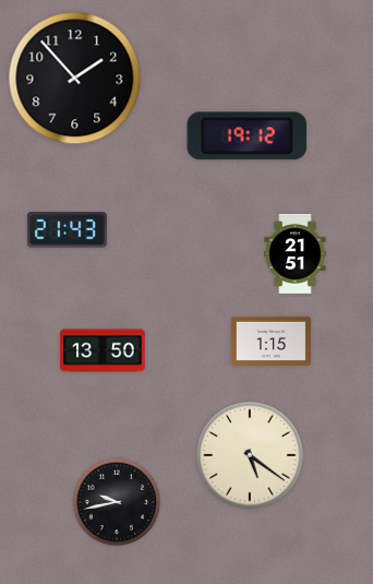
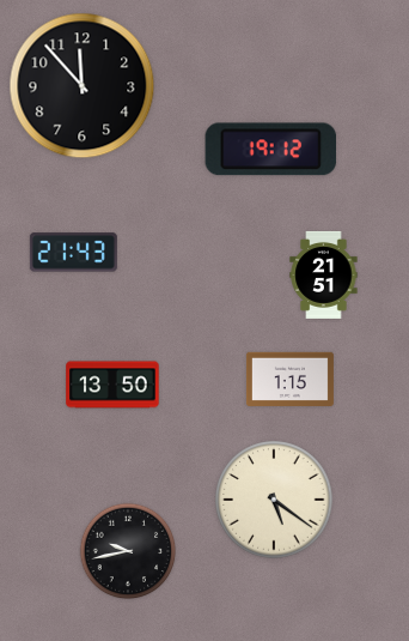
clock at (75, 79): 1:53 -> 11:53
clock at (296, 253) position: (296, 253) -> (324, 274)
clock at (270, 341) position: (270, 341) -> (289, 379)
